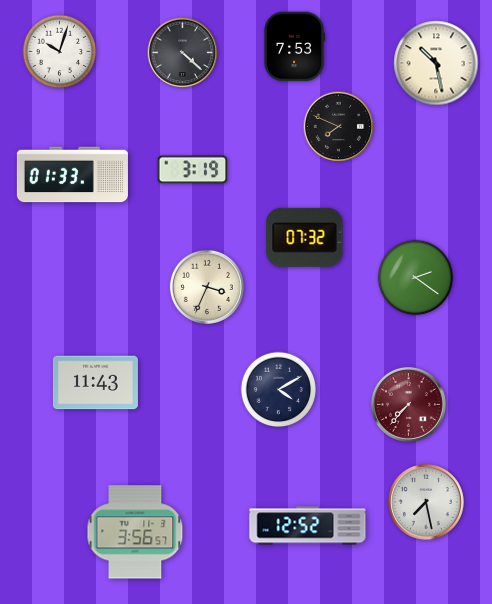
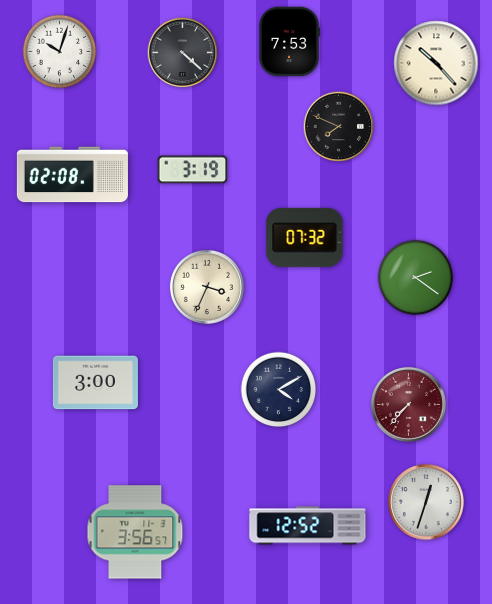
clock at (293, 47) position: (293, 47) -> (288, 42)
clock at (436, 63): 10:28 -> 10:23
clock at (72, 175): 01:33 -> 02:08
clock at (95, 383): 11:43 -> 3:00
clock at (426, 502): 7:28 -> 12:33
